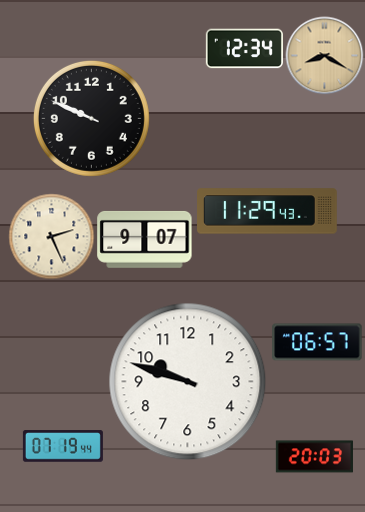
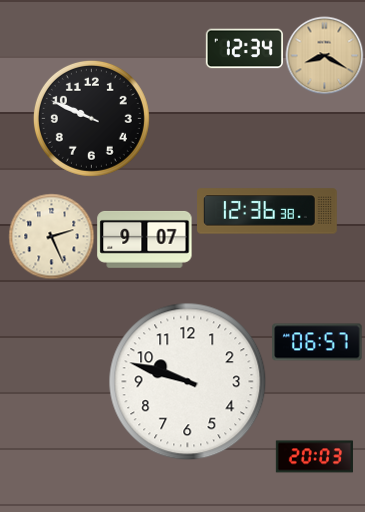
clock at (267, 211): 11:29 -> 12:36
clock at (63, 446): 07:19 -> none
